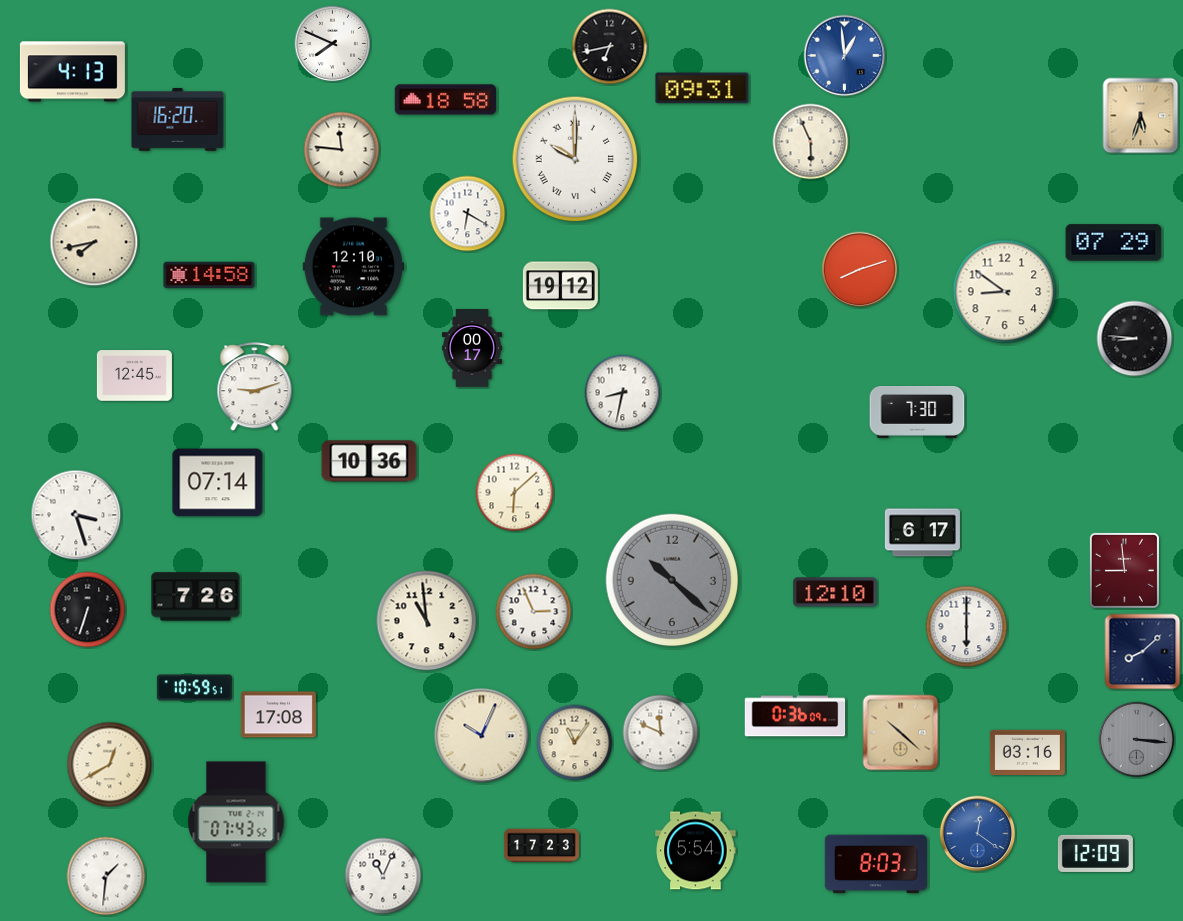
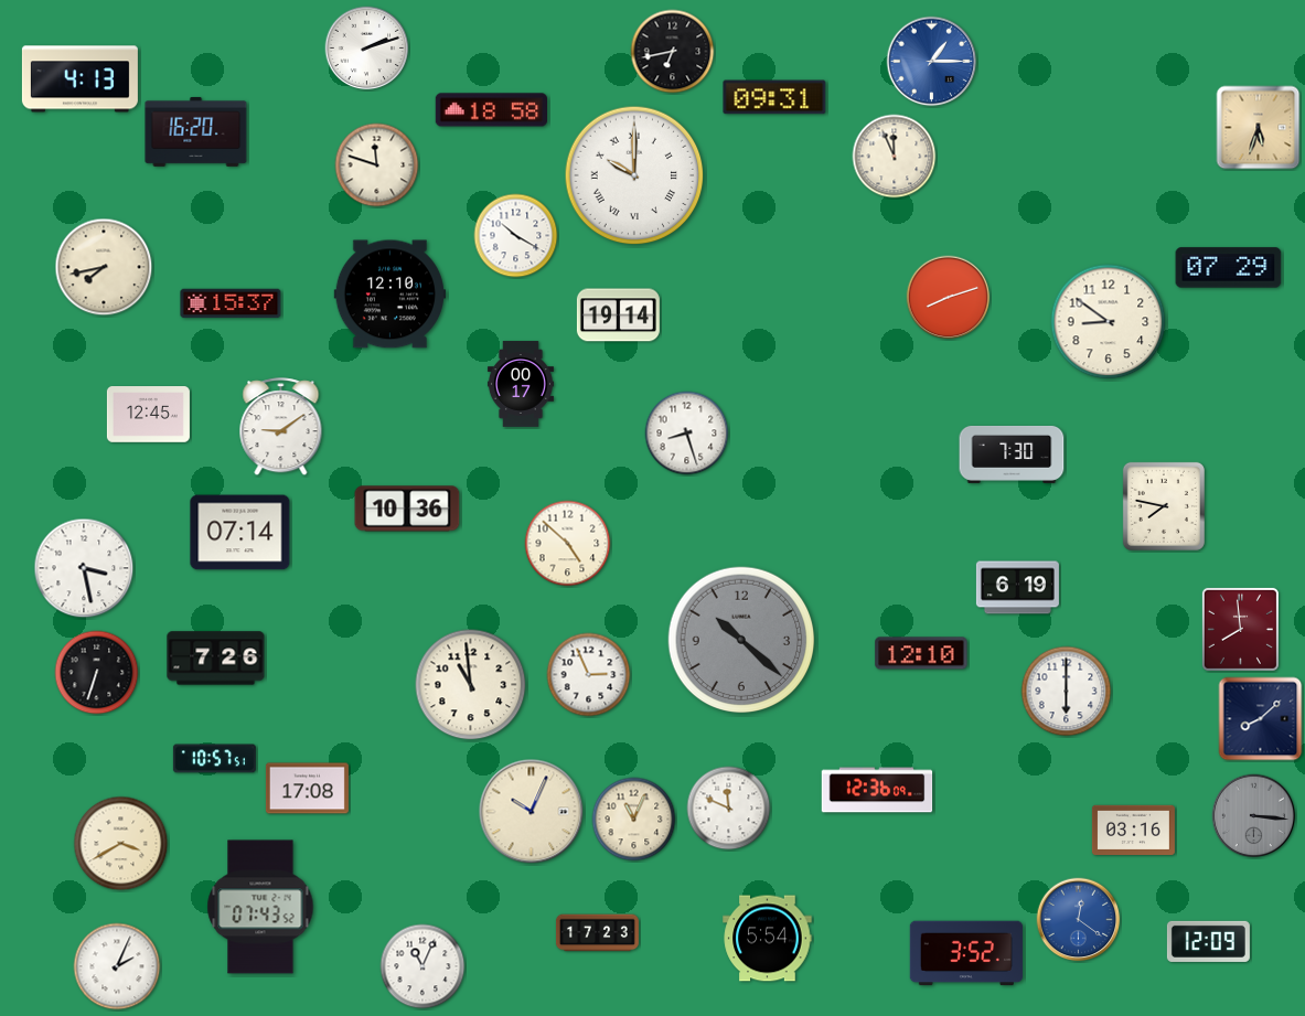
clock at (333, 44): 7:49 -> 2:12
clock at (845, 56): 12:59 -> 1:15
clock at (811, 142): 5:56 -> 11:56
clock at (342, 150): 11:46 -> 11:48
clock at (468, 214): 6:20 -> 10:20
clock at (209, 275): 14:58 -> 15:37
clock at (560, 286): 19:12 -> 19:14
clock at (1135, 339): 8:46 -> none
clock at (255, 387): 9:12 -> 9:09
clock at (623, 393): 8:32 -> 8:27
clock at (1164, 506): none -> 7:47
clock at (515, 493): 6:08 -> 4:52
clock at (76, 515): 3:27 -> 3:28
clock at (922, 533): 6:17 -> 6:19
clock at (1124, 570): 8:59 -> 7:59
clock at (194, 688): 10:59 -> 10:57
clock at (795, 716): 0:36 -> 12:36
clock at (901, 733): 10:22 -> none
clock at (575, 743): 11:06 -> 11:04
clock at (110, 765): 12:40 -> 3:40
clock at (876, 864): 8:03 -> 3:52
clock at (106, 876): 1:31 -> 2:04
